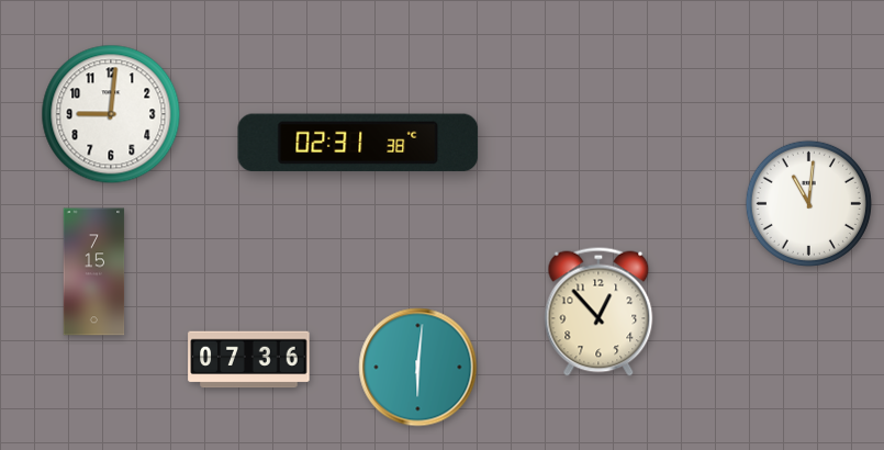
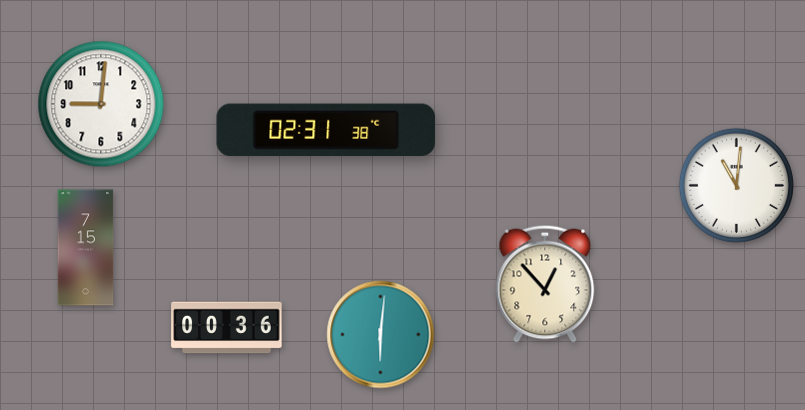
clock at (249, 360): 07:36 -> 00:36
